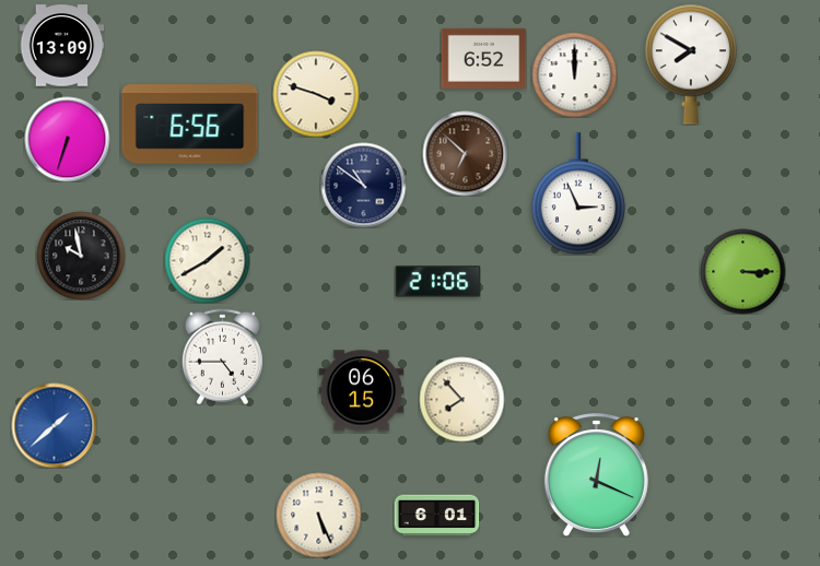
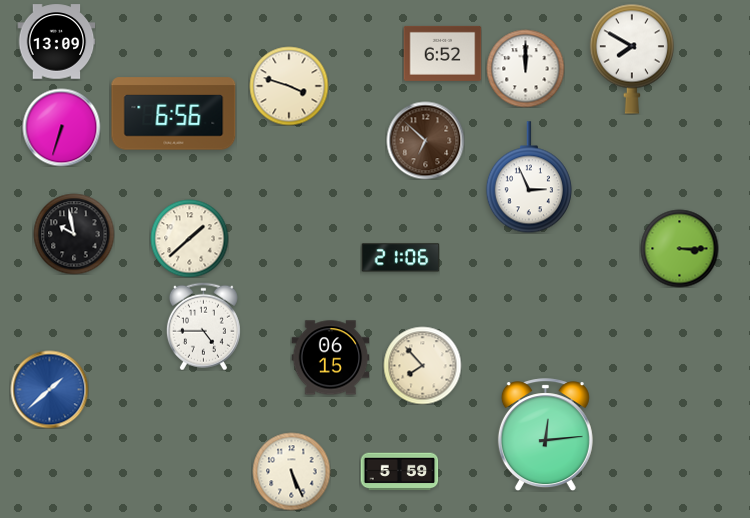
clock at (363, 185): 10:51 -> none
clock at (207, 260): 1:40 -> 1:38
clock at (596, 475): 12:19 -> 12:14
clock at (436, 516): 6:01 -> 5:59
